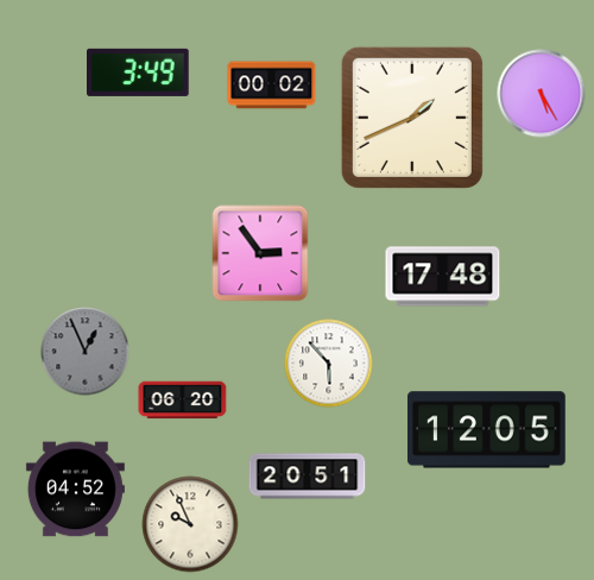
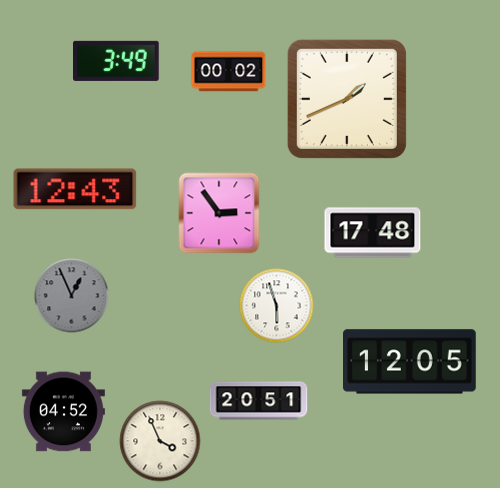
clock at (542, 94): 5:25 -> none
clock at (75, 189): none -> 12:43
clock at (329, 364): 5:53 -> 5:57
clock at (183, 401): 06:20 -> none
clock at (190, 524): 9:56 -> 3:56
